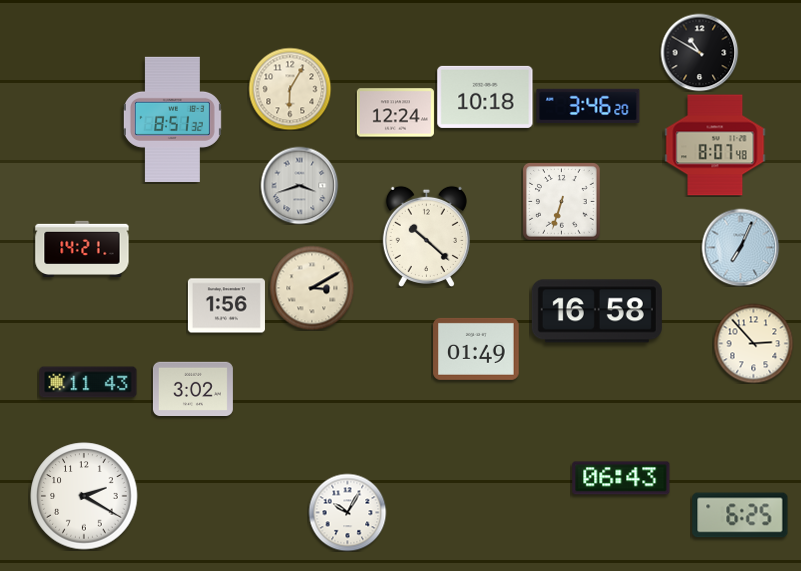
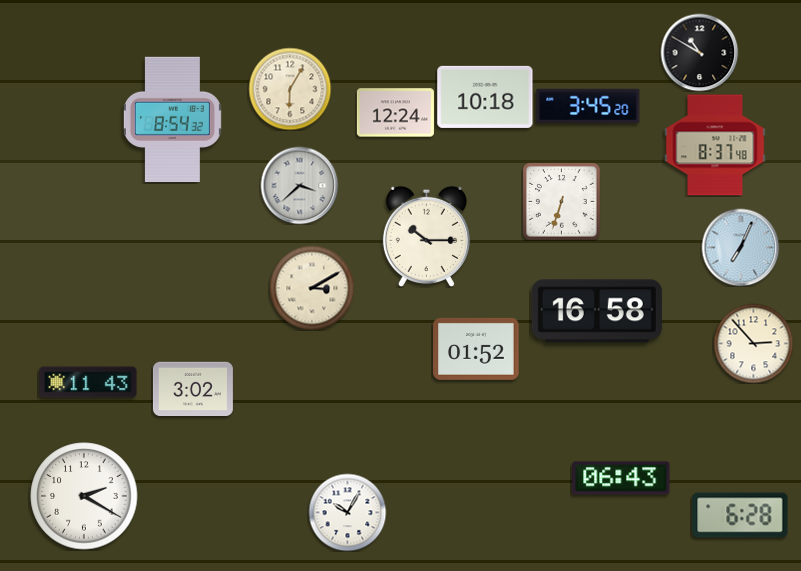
clock at (588, 106): 3:46 -> 3:45
clock at (172, 119): 8:51 -> 8:54
clock at (715, 145): 8:07 -> 8:37
clock at (299, 185): 3:42 -> 3:38
clock at (426, 236): 10:22 -> 10:15
clock at (82, 248): 14:21 -> none
clock at (226, 306): 1:56 -> none
clock at (476, 349): 01:49 -> 01:52
clock at (740, 515): 6:25 -> 6:28
